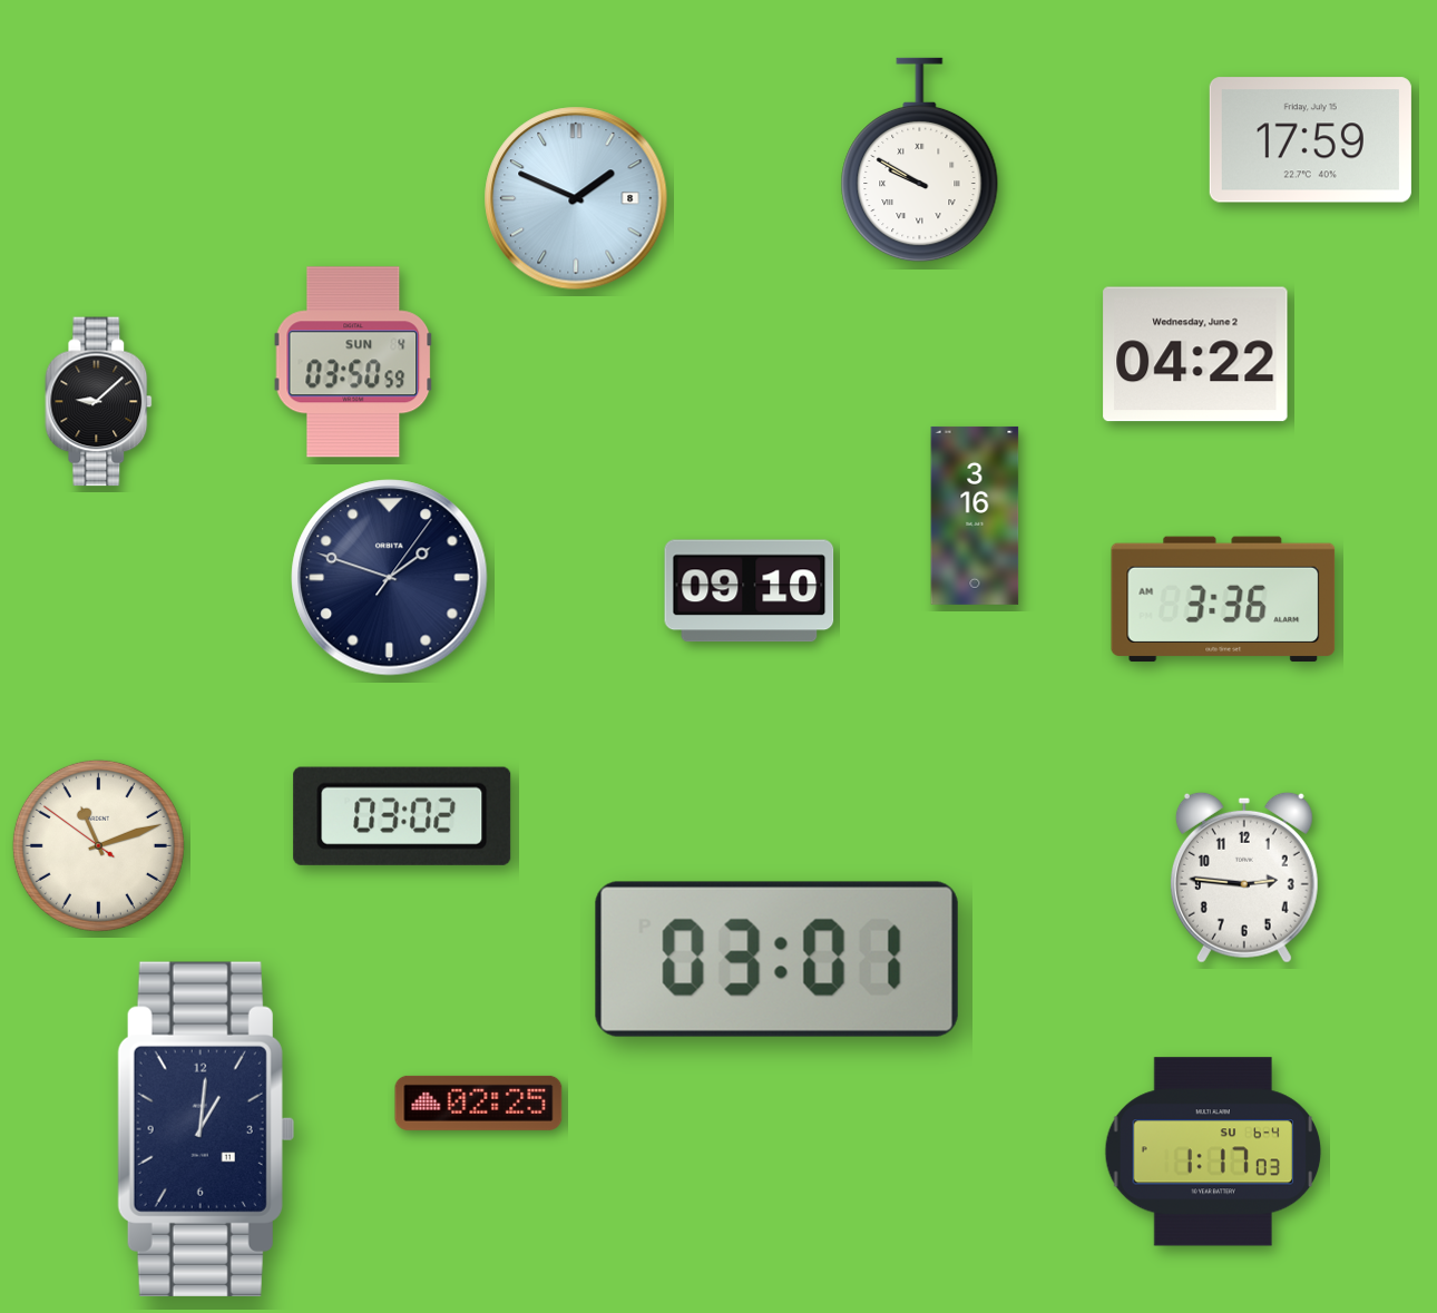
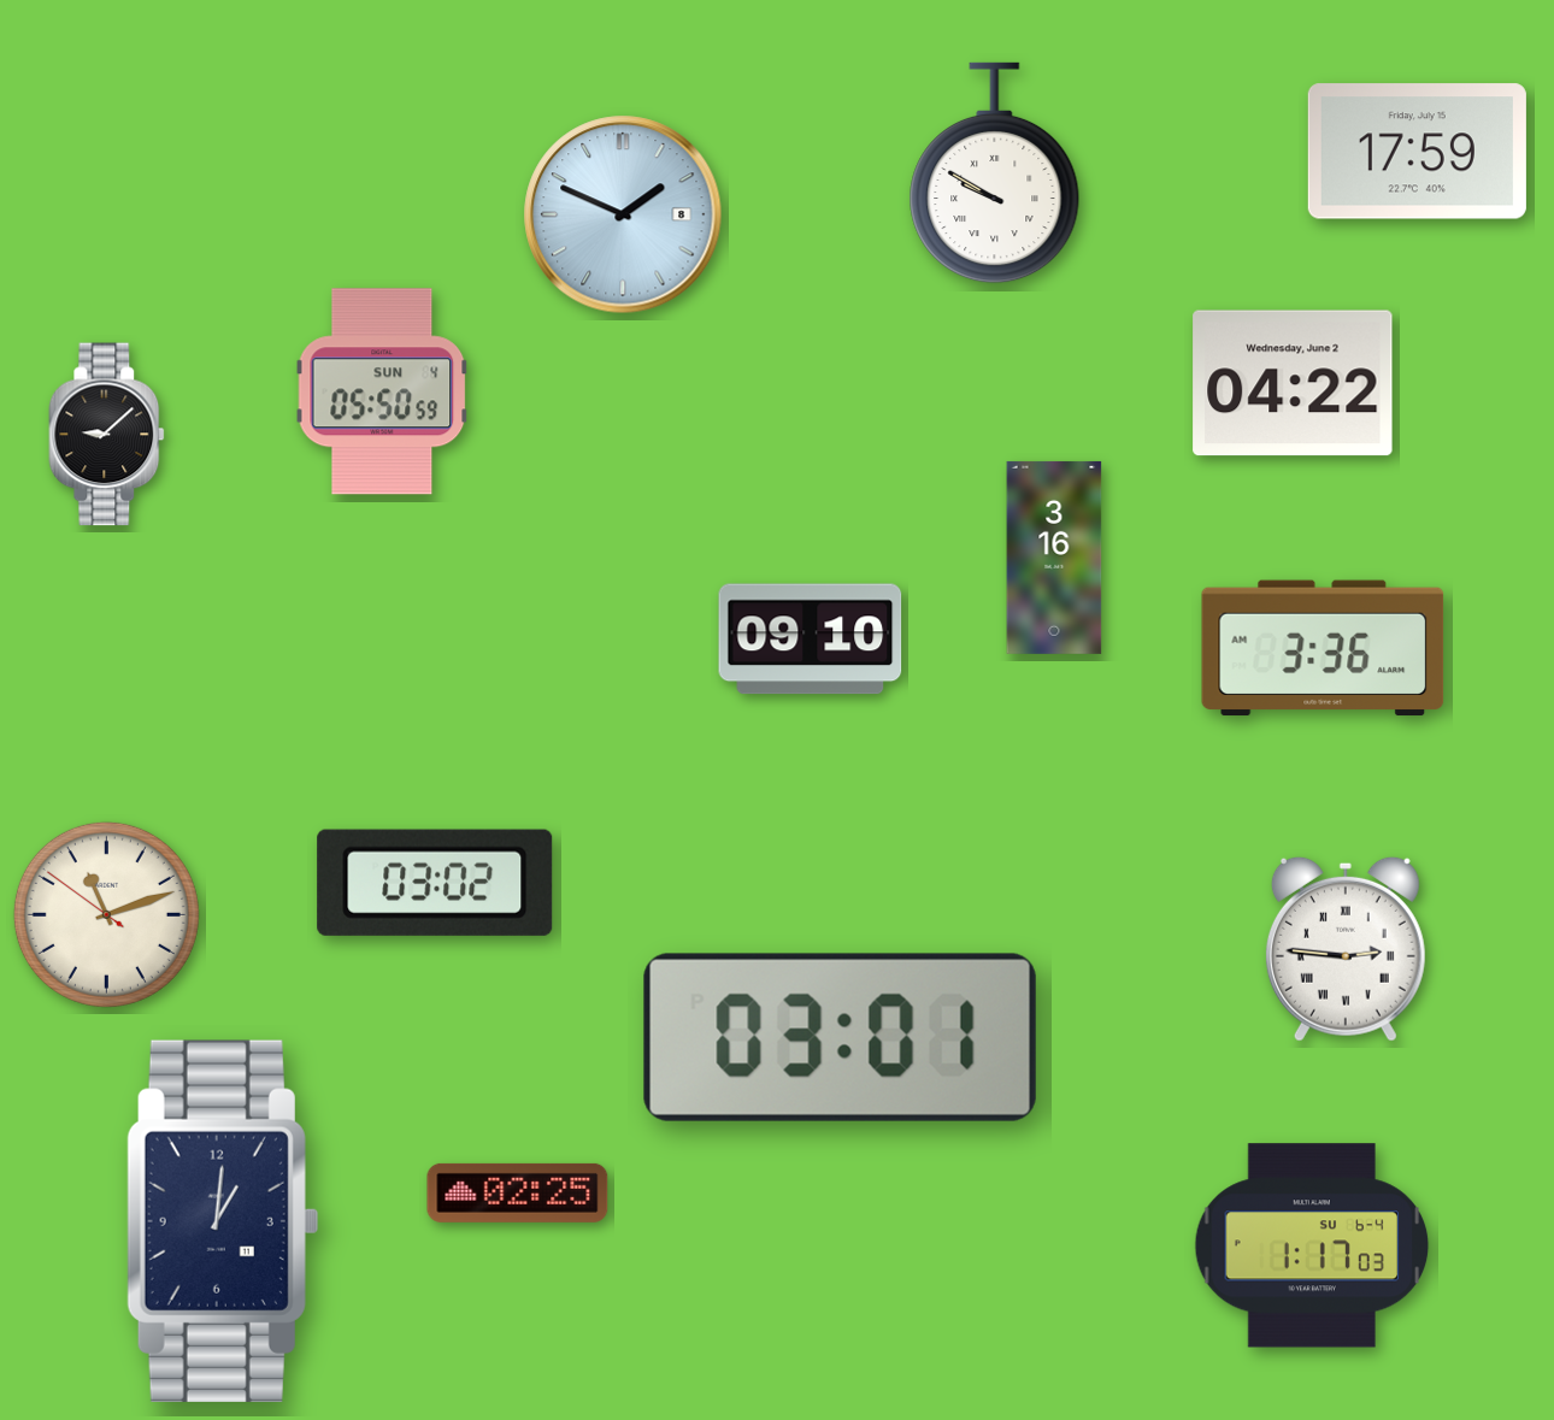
clock at (353, 362): 03:50 -> 05:50
clock at (390, 578): 1:48 -> none
clock at (1244, 878) numerals: Arabic -> Roman
